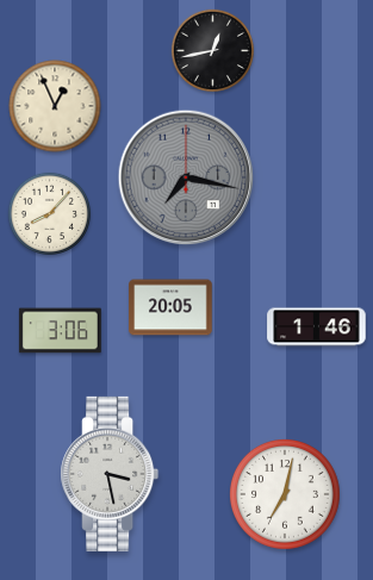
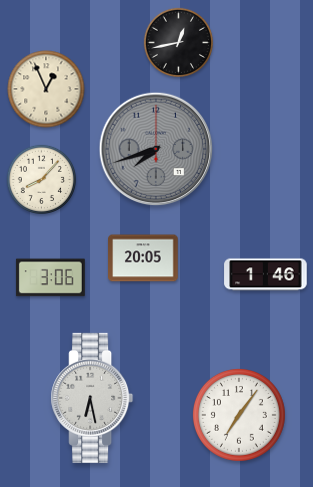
clock at (186, 177): 7:17 -> 7:42
clock at (110, 474): 3:28 -> 6:28
clock at (285, 494): 7:02 -> 7:06
